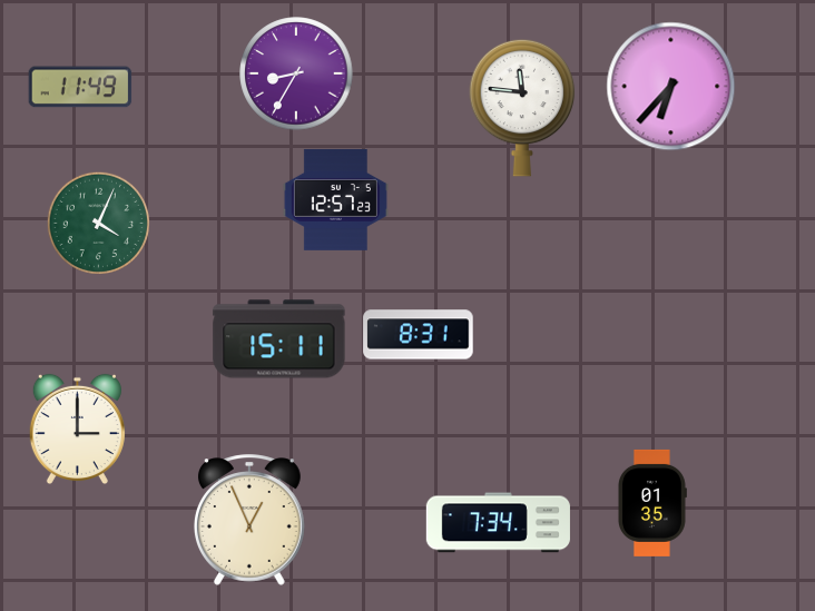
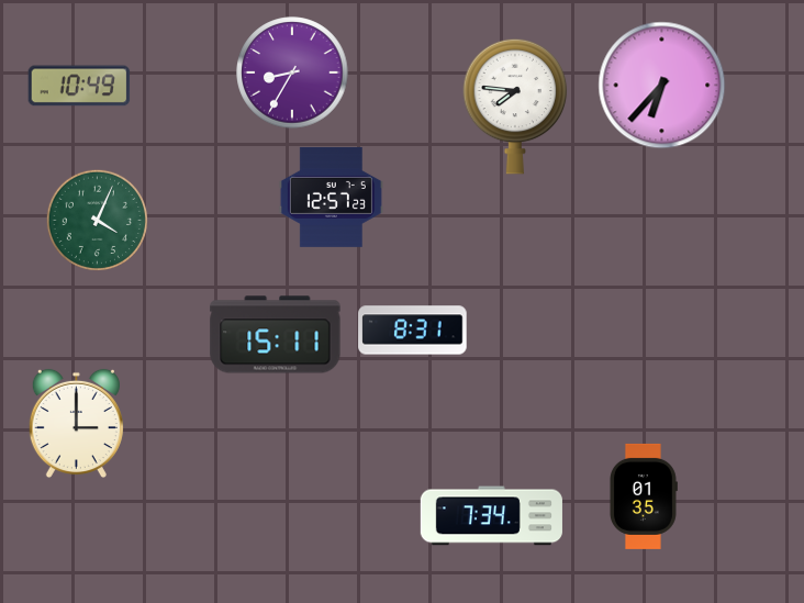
clock at (80, 87): 11:49 -> 10:49
clock at (522, 108): 11:46 -> 7:46
clock at (249, 520): 12:56 -> none
